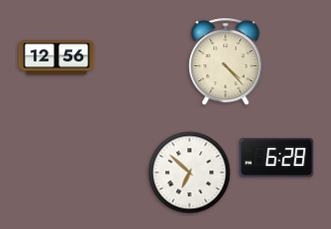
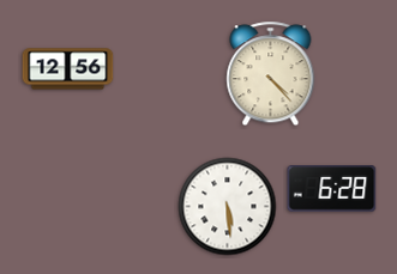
clock at (190, 173): 6:52 -> 5:29
